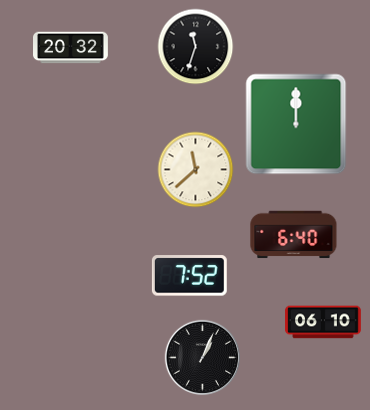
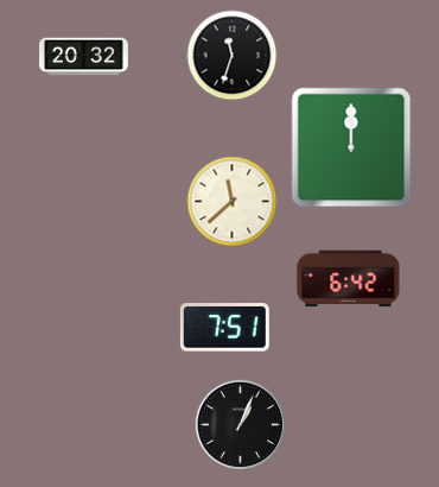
clock at (294, 235): 6:40 -> 6:42
clock at (189, 276): 7:52 -> 7:51
clock at (323, 322): 06:10 -> none
